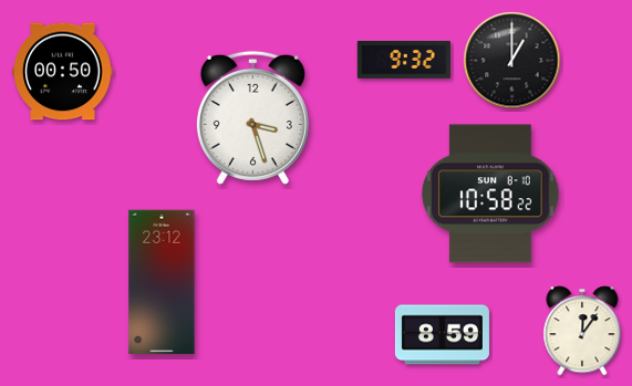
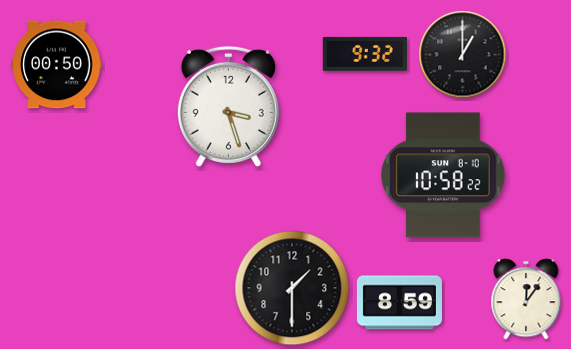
clock at (162, 282): 23:12 -> none
clock at (292, 288): none -> 1:30
